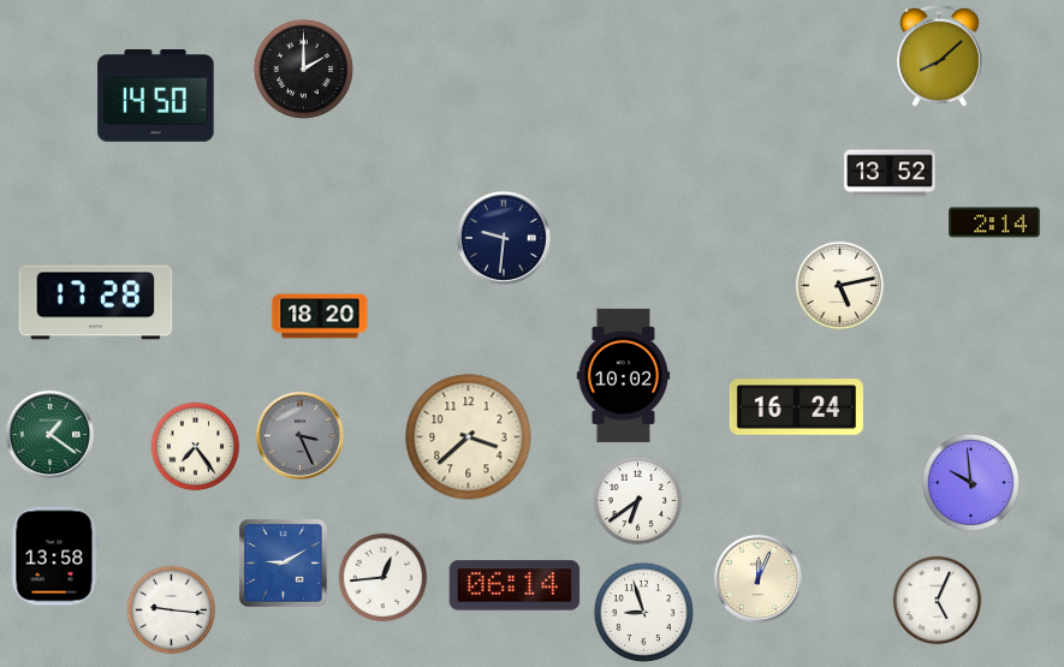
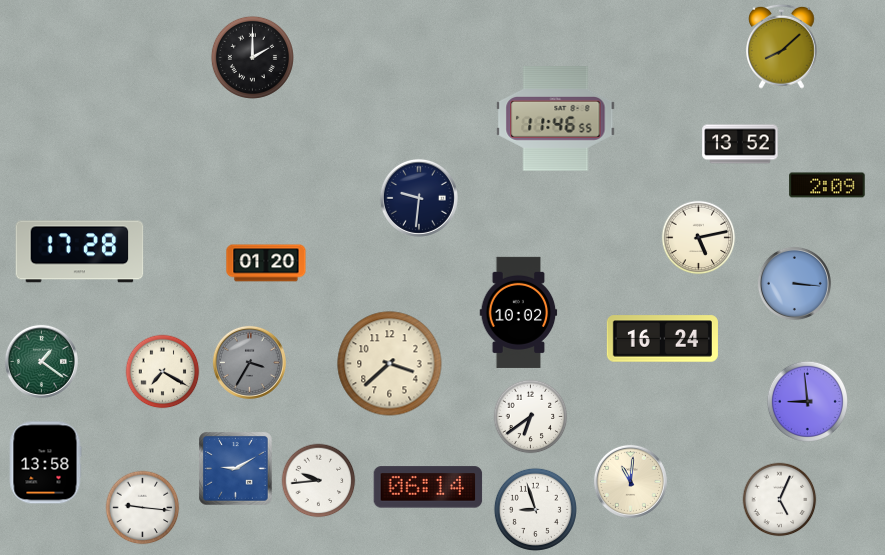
clock at (156, 96): 14:50 -> none
clock at (556, 119): none -> 11:46
clock at (994, 222): 2:14 -> 2:09
clock at (320, 316): 18:20 -> 01:20
clock at (794, 283): none -> 3:16
clock at (299, 435): 3:26 -> 3:35
clock at (196, 447): 7:24 -> 7:20
clock at (970, 482): 9:59 -> 8:59
clock at (384, 578): 12:44 -> 9:44
clock at (757, 578): 12:04 -> 11:01
